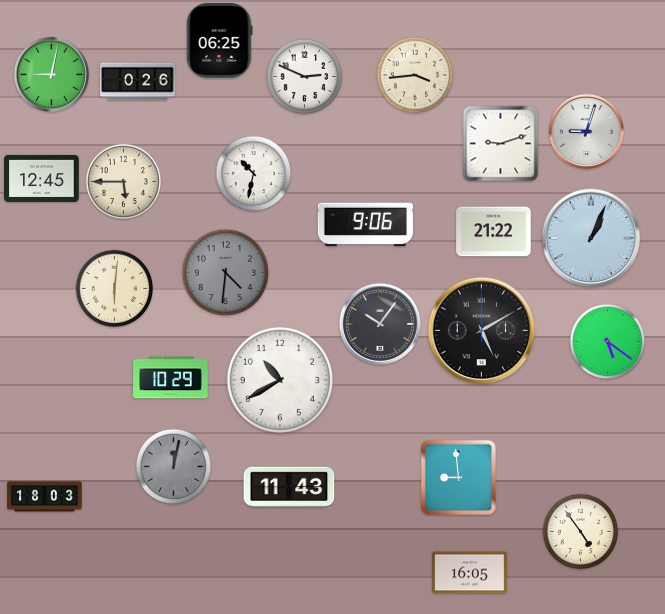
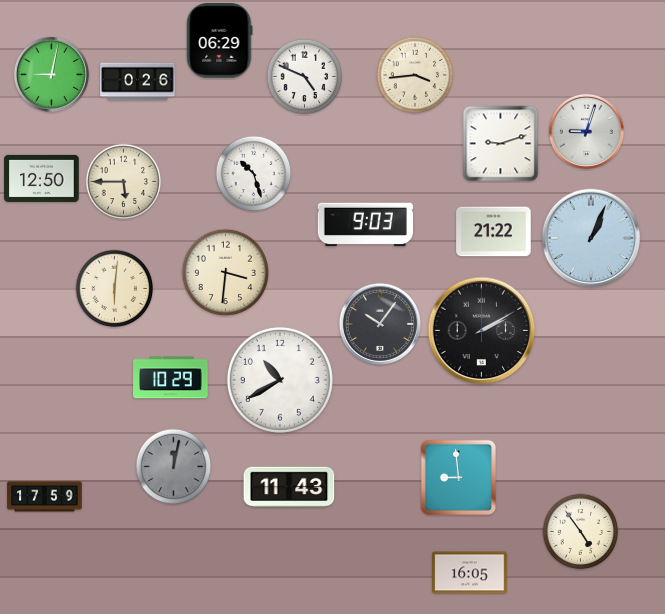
clock at (220, 41): 06:25 -> 06:29
clock at (305, 77): 2:49 -> 4:49
clock at (254, 174): 10:32 -> 10:27
clock at (42, 178): 12:45 -> 12:50
clock at (365, 225): 9:06 -> 9:03
clock at (226, 273): 4:31 -> 3:31
clock at (226, 273) dial: grey -> cream
clock at (482, 331): 5:10 -> 2:10
clock at (608, 342): 5:21 -> none
clock at (45, 497): 18:03 -> 17:59
